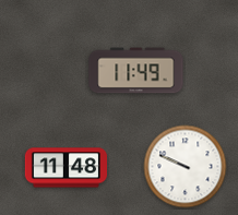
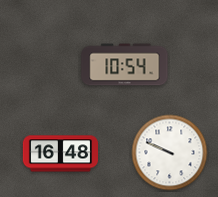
clock at (136, 71): 11:49 -> 10:54
clock at (66, 168): 11:48 -> 16:48
